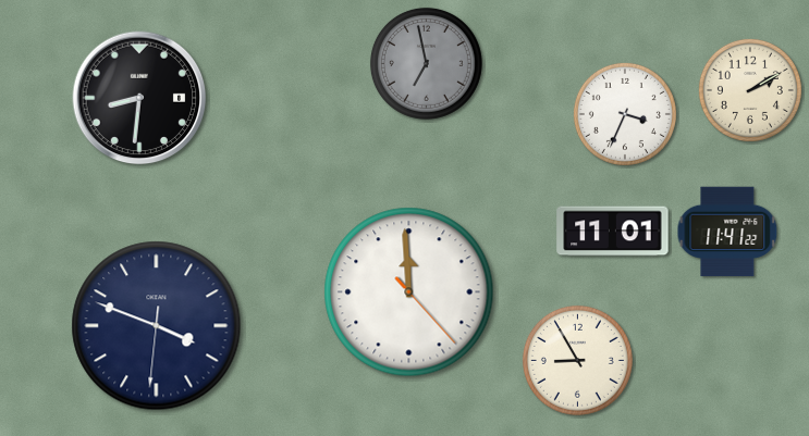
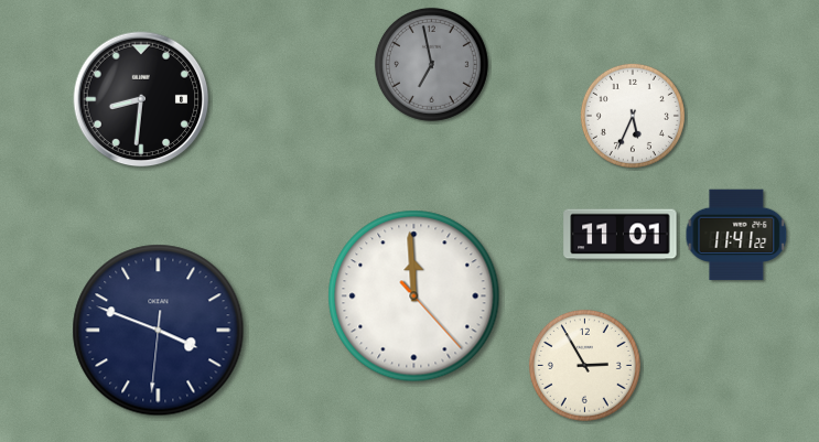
clock at (750, 90): 2:10 -> none
clock at (625, 114): 3:34 -> 5:34
clock at (577, 360): 8:55 -> 2:55
